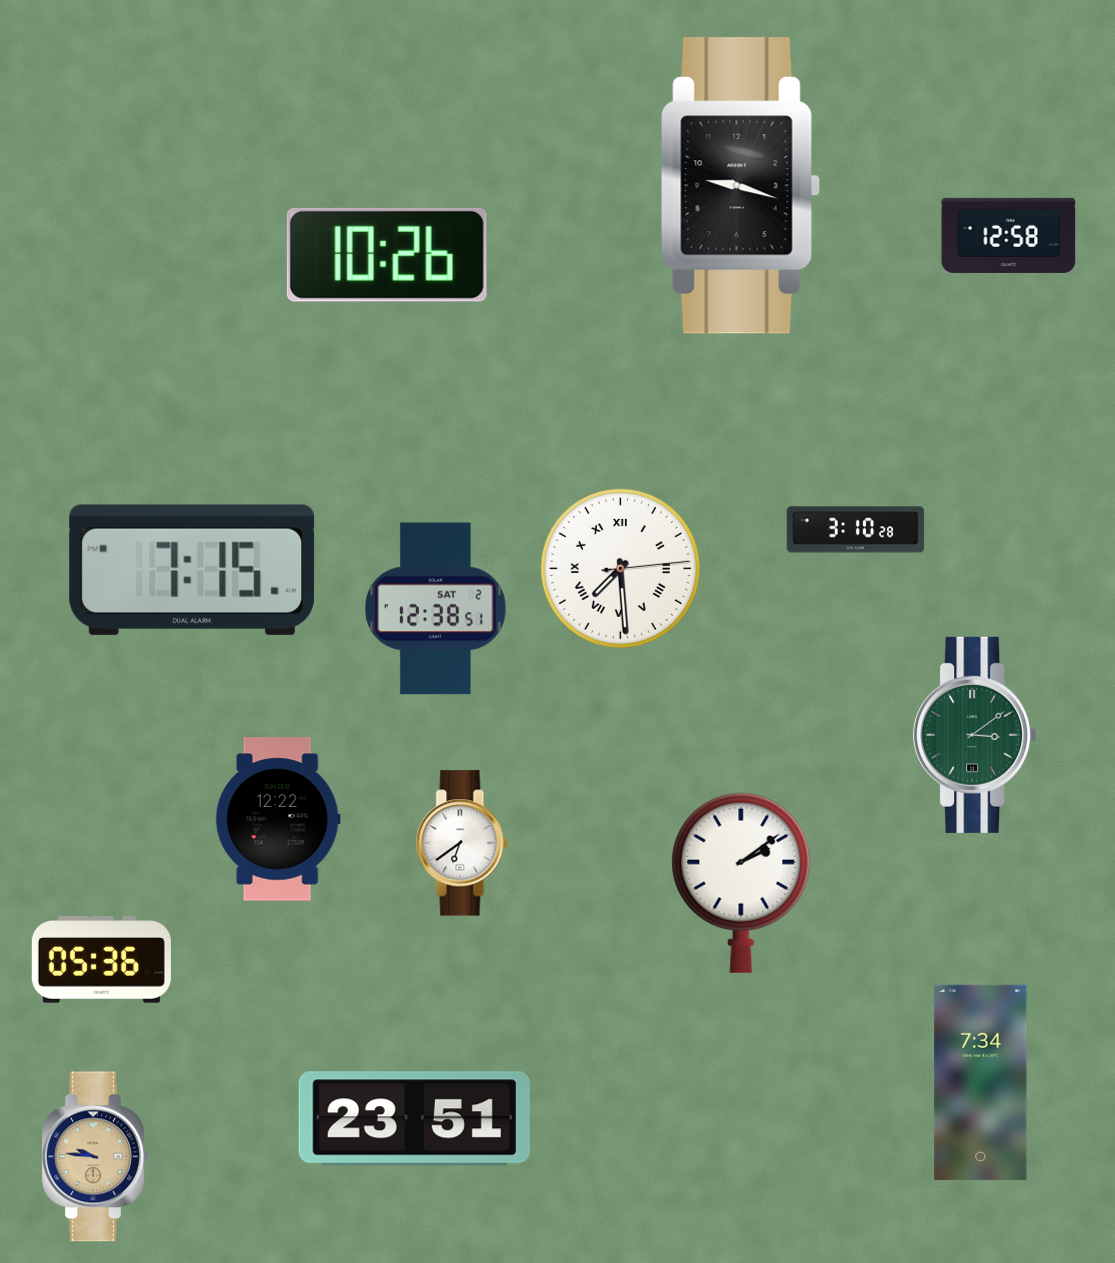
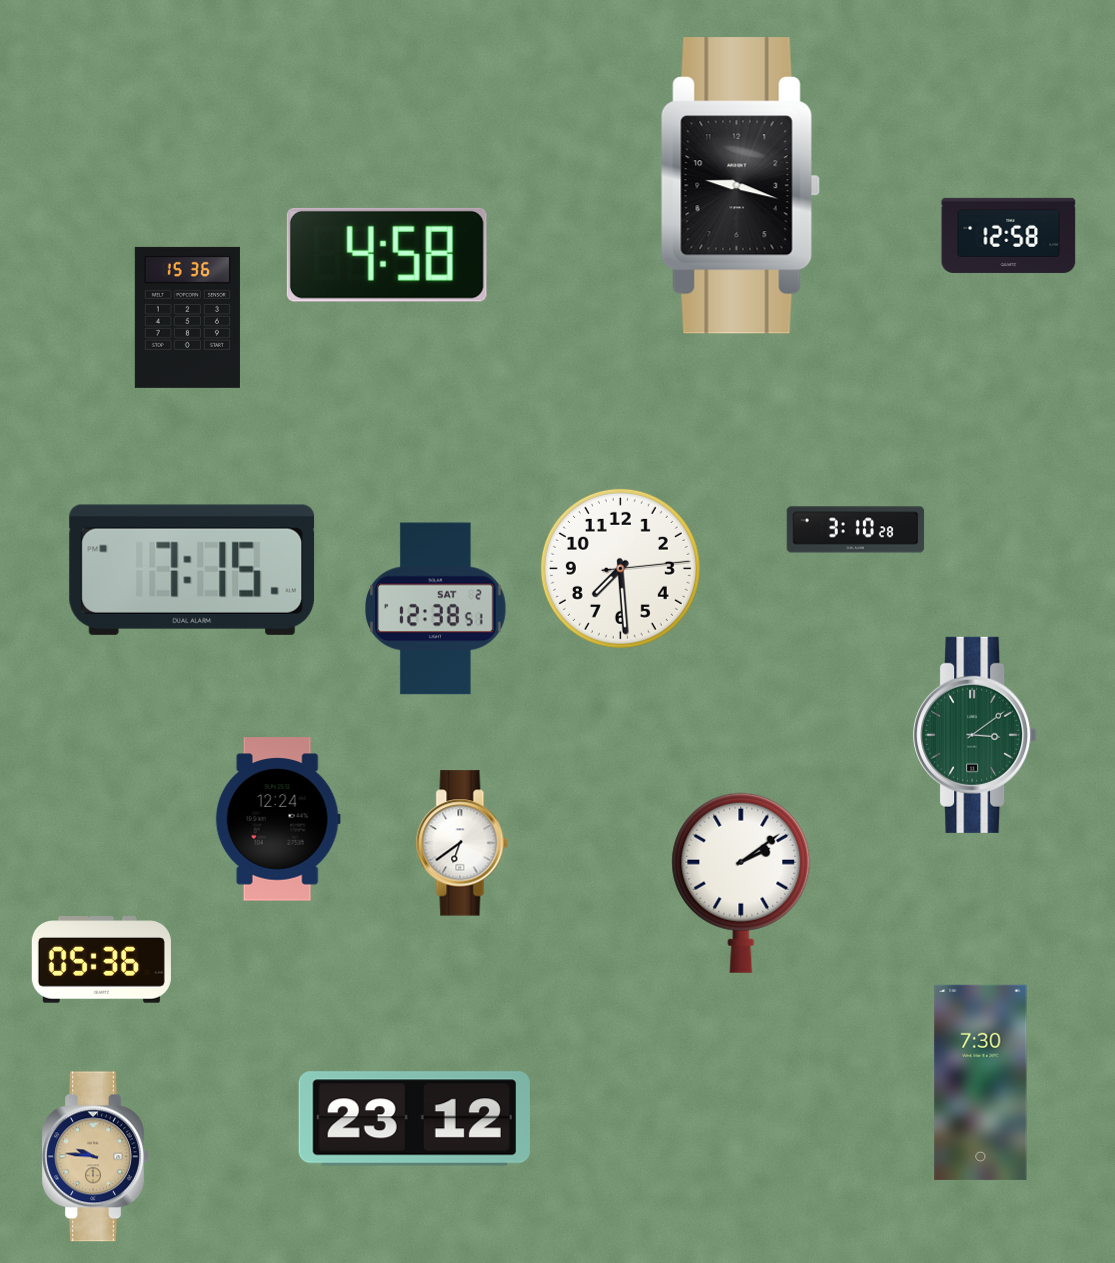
clock at (387, 255): 10:26 -> 4:58
clock at (187, 317): none -> 15:36
clock at (620, 568) numerals: Roman -> Arabic
clock at (278, 819): 12:22 -> 12:24
clock at (981, 1082): 7:34 -> 7:30
clock at (414, 1119): 23:51 -> 23:12
